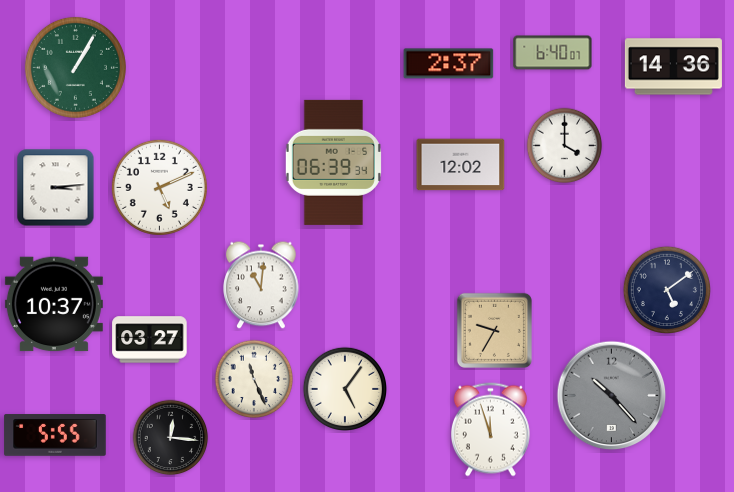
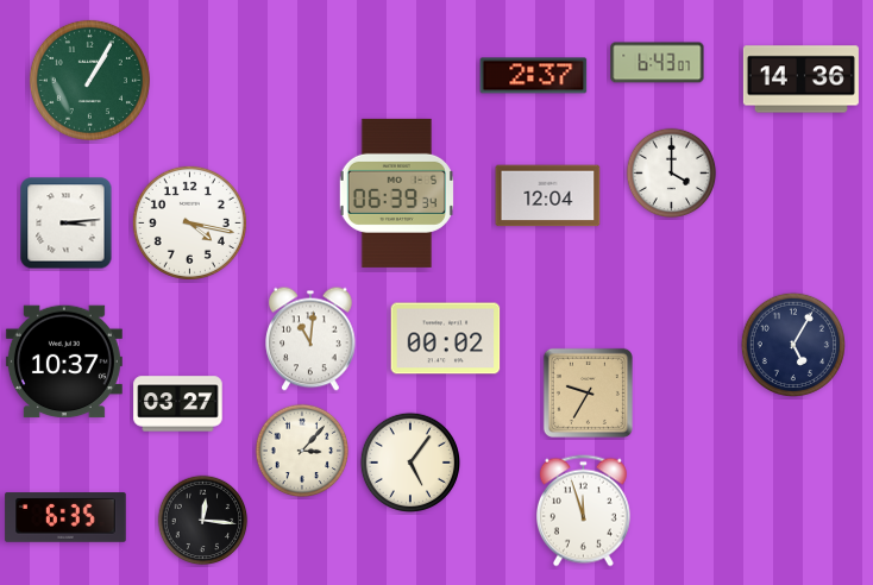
clock at (553, 53): 6:40 -> 6:43
clock at (461, 165): 12:02 -> 12:04
clock at (159, 187): 5:11 -> 4:17
clock at (446, 339): none -> 00:02
clock at (667, 290): 5:09 -> 5:05
clock at (254, 379): 11:26 -> 3:07
clock at (612, 396): 10:23 -> none
clock at (55, 435): 5:55 -> 6:35
